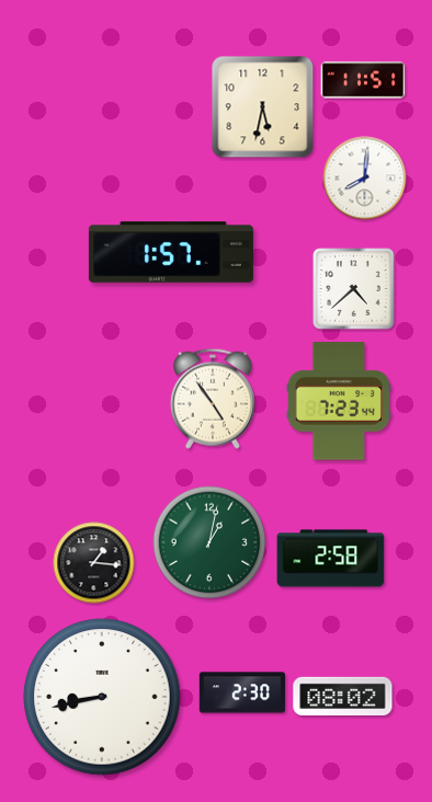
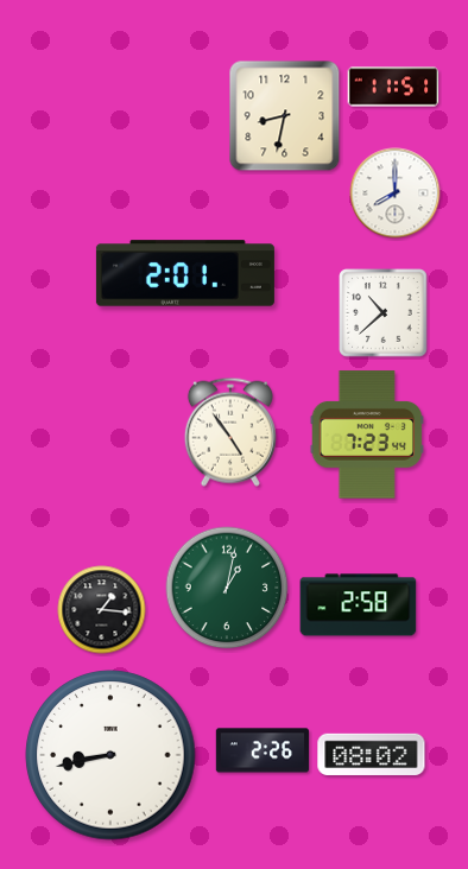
clock at (263, 107): 5:32 -> 8:32
clock at (365, 179): 8:01 -> 8:00
clock at (171, 252): 1:57 -> 2:01
clock at (354, 289): 4:38 -> 10:38
clock at (242, 692): 2:30 -> 2:26
